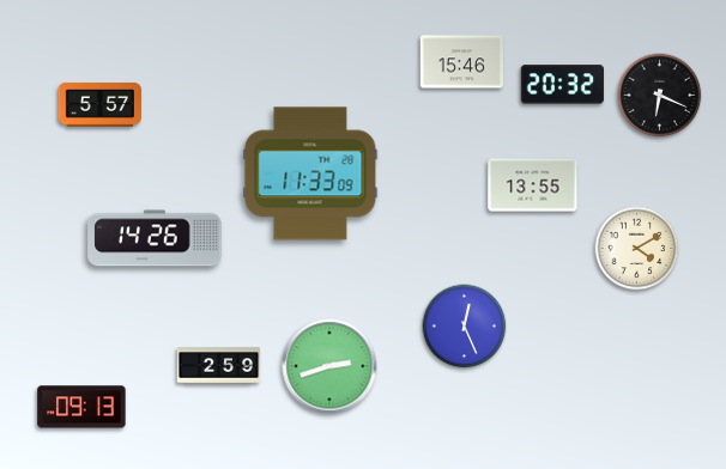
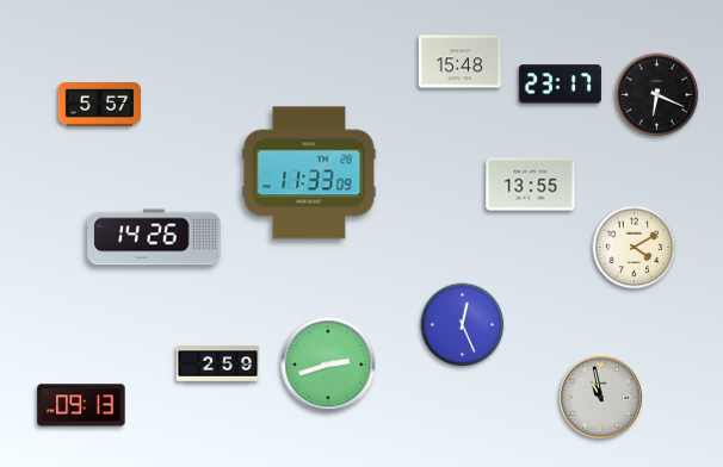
clock at (461, 62): 15:46 -> 15:48
clock at (562, 85): 20:32 -> 23:17
clock at (600, 397): none -> 10:58
